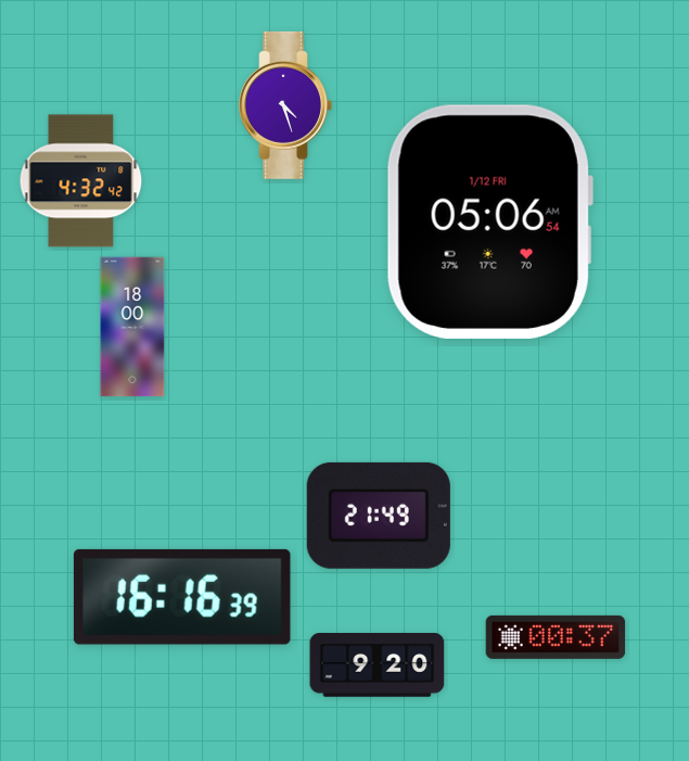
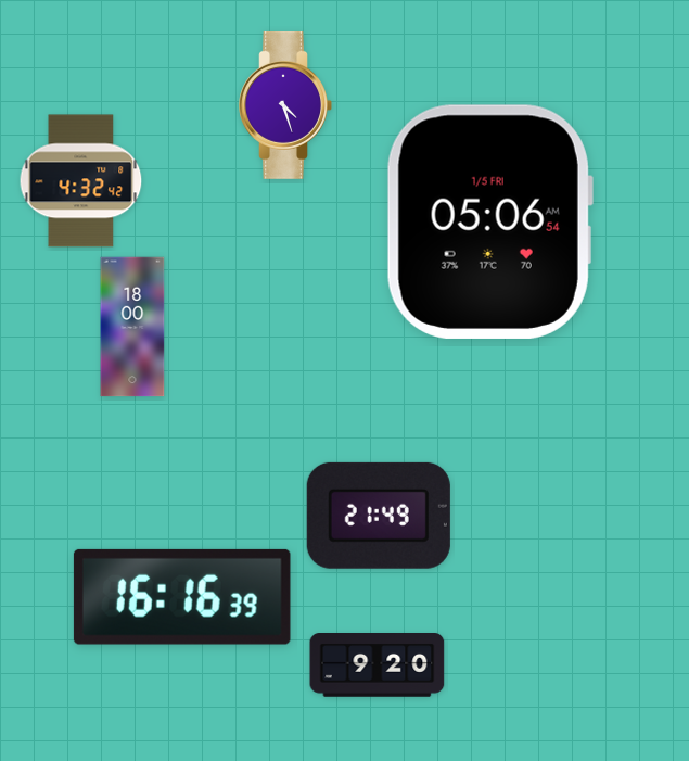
clock at (489, 221) date: 1/12 FRI -> 1/5 FRI
clock at (556, 637): 00:37 -> none
